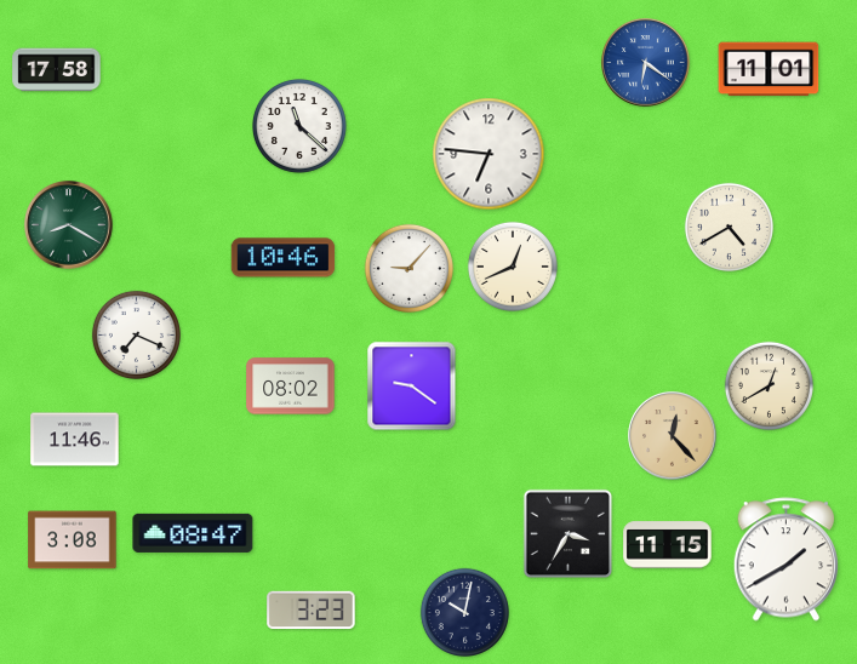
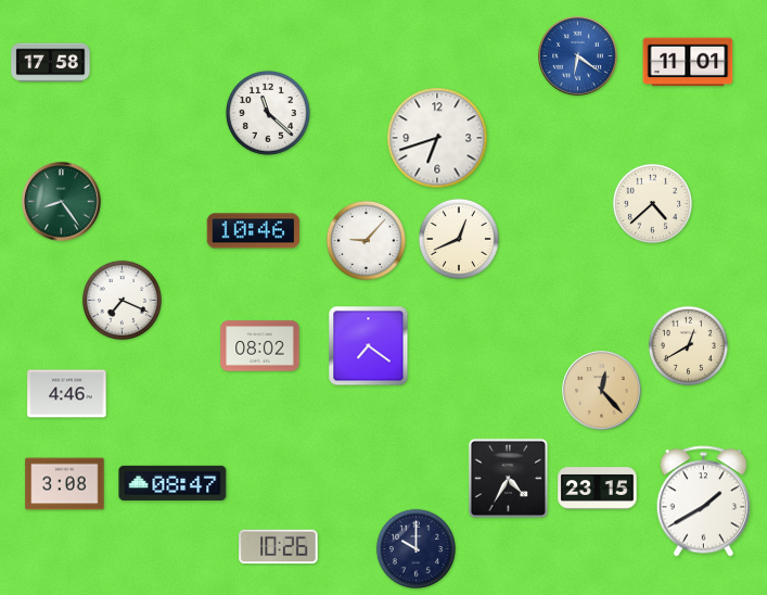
clock at (489, 154): 6:46 -> 6:42
clock at (69, 225): 8:20 -> 8:24
clock at (729, 227): 4:40 -> 4:38
clock at (412, 387): 9:21 -> 7:21
clock at (75, 440): 11:46 -> 4:46
clock at (193, 533) position: (193, 533) -> (172, 483)
clock at (569, 534): 3:35 -> 4:35
clock at (668, 545): 11:15 -> 23:15
clock at (312, 611): 3:23 -> 10:26
clock at (464, 612): 10:02 -> 10:00
